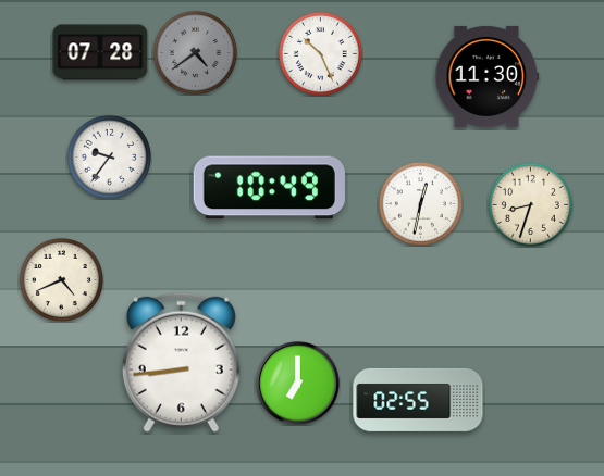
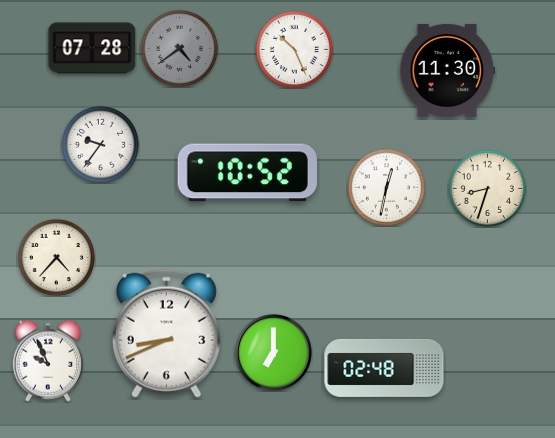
clock at (269, 188): 10:49 -> 10:52
clock at (61, 279): 4:41 -> 4:37
clock at (181, 362): 8:44 -> 8:41
clock at (48, 361): none -> 9:56
clock at (418, 400): 02:55 -> 02:48
